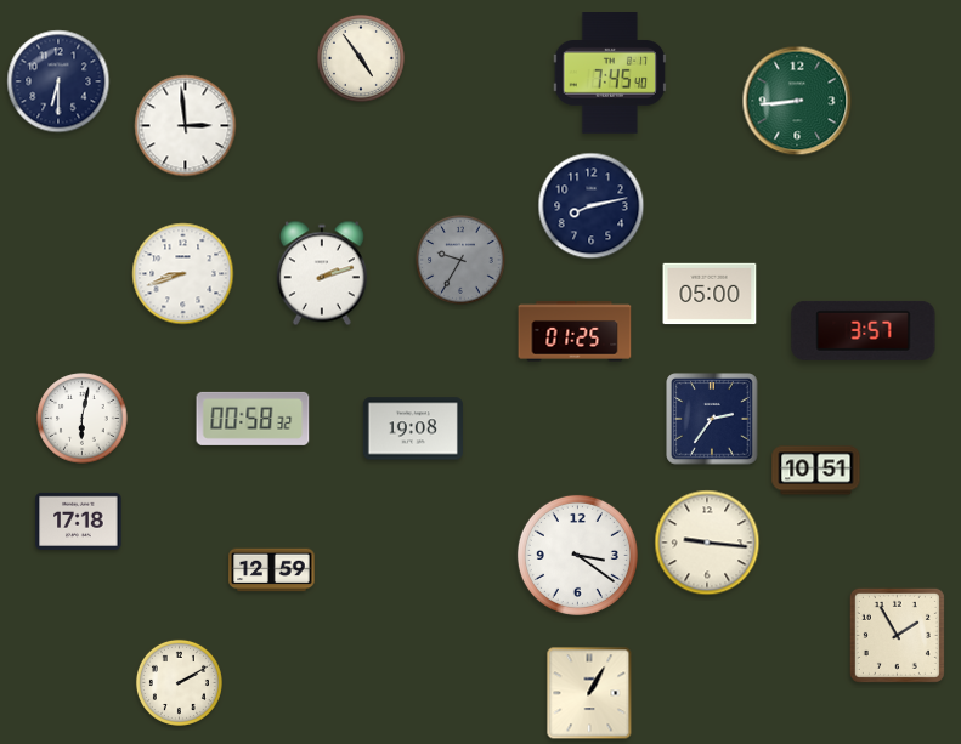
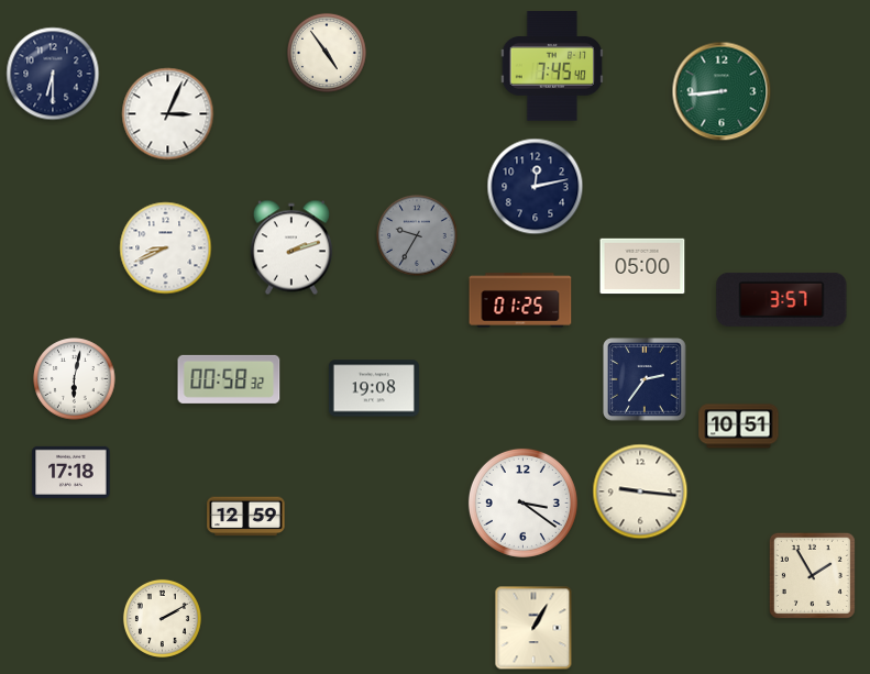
clock at (186, 126): 2:59 -> 3:04
clock at (592, 206): 8:13 -> 12:13
clock at (183, 274): 8:42 -> 8:41
